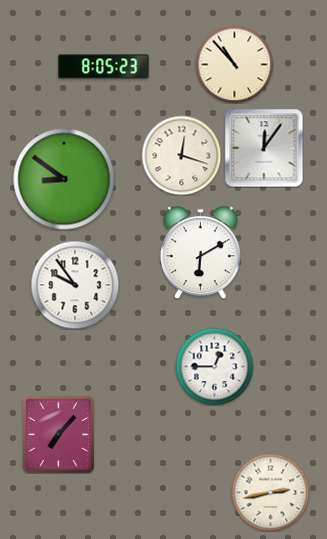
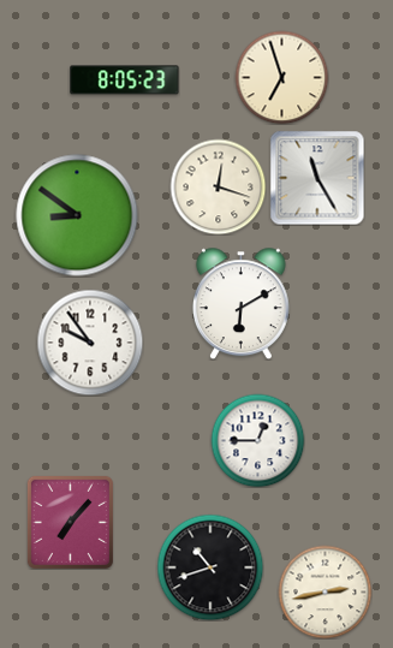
clock at (234, 64): 10:53 -> 6:57
clock at (264, 148): 12:06 -> 11:25
clock at (210, 567): none -> 10:42
